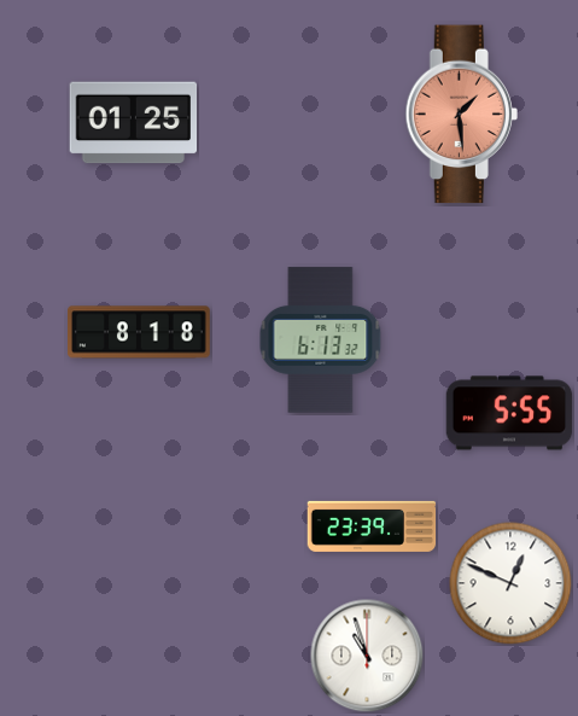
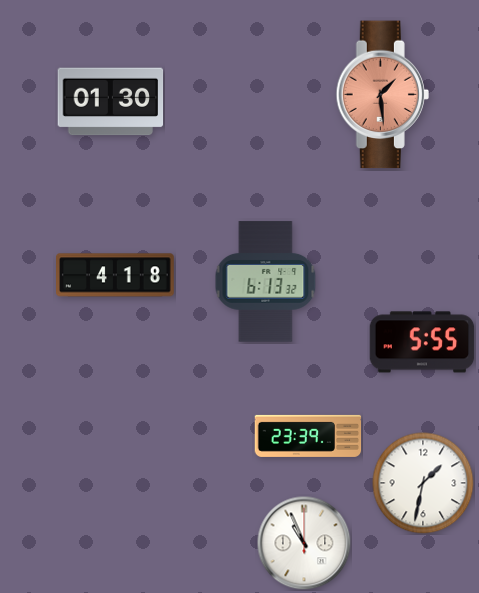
clock at (134, 123): 01:25 -> 01:30
clock at (140, 332): 8:18 -> 4:18
clock at (510, 583): 12:49 -> 1:32
clock at (367, 656): 10:57 -> 10:56
